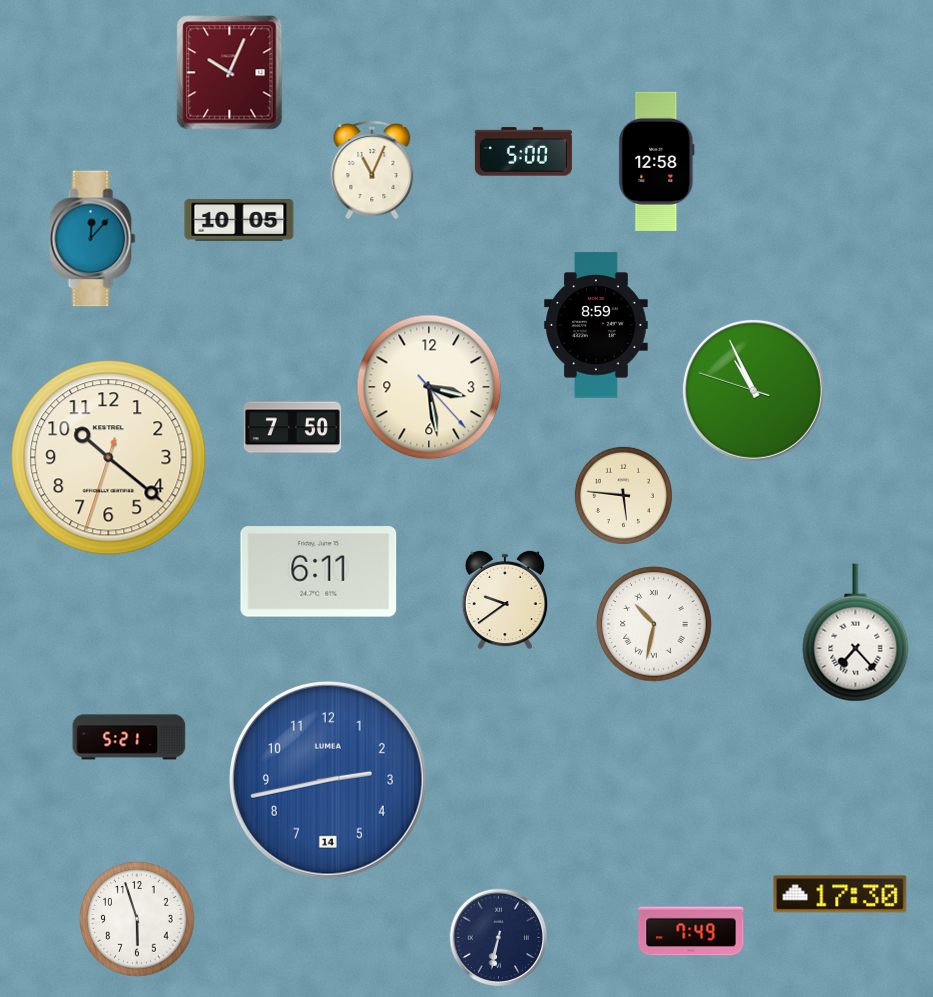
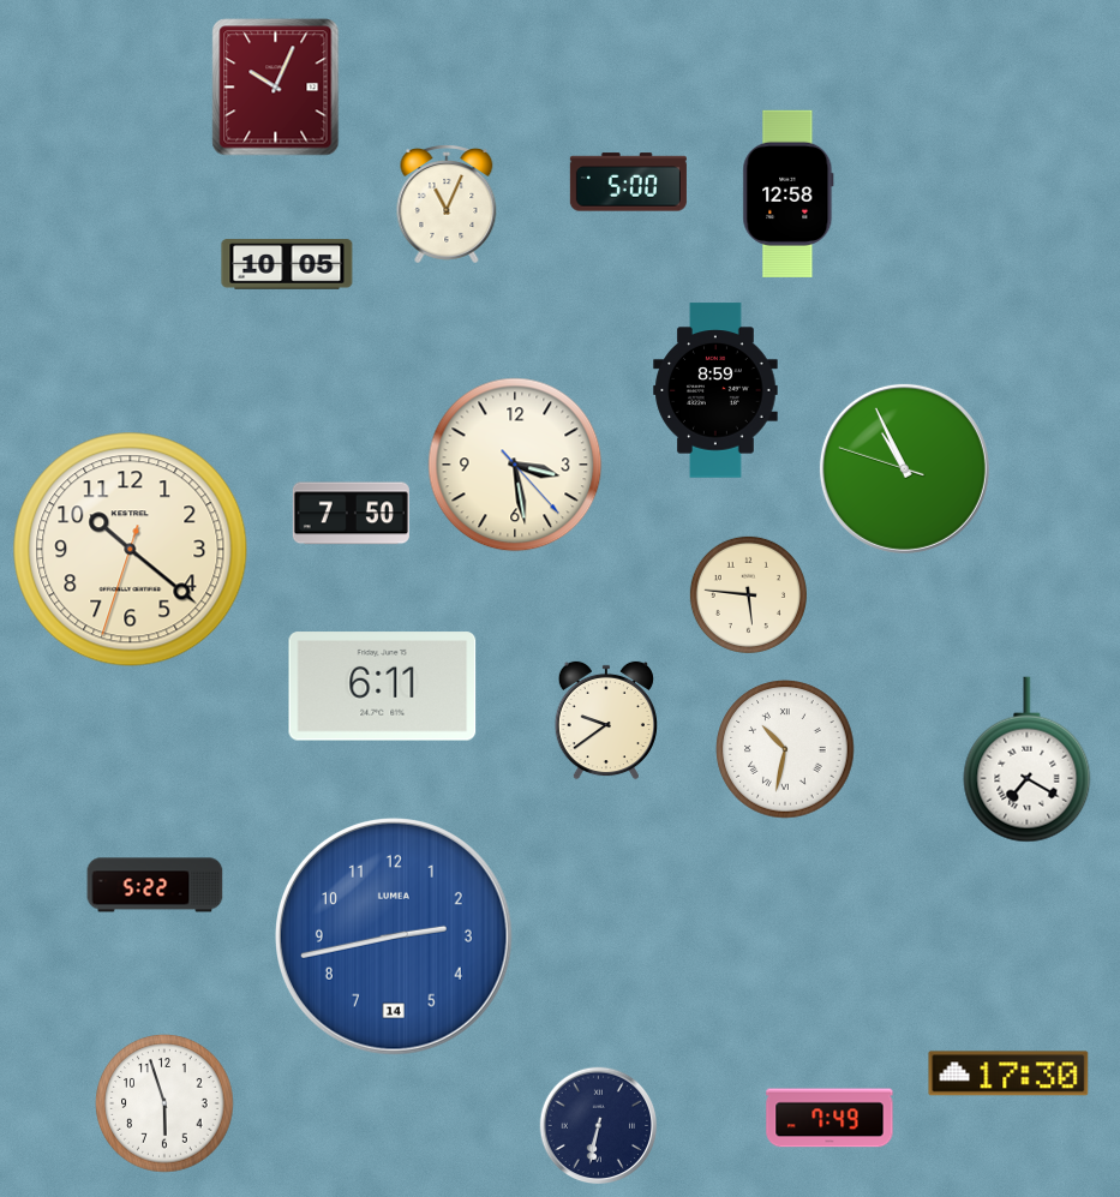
clock at (93, 239): 12:07 -> none
clock at (856, 633): 7:23 -> 7:20
clock at (129, 737): 5:21 -> 5:22
